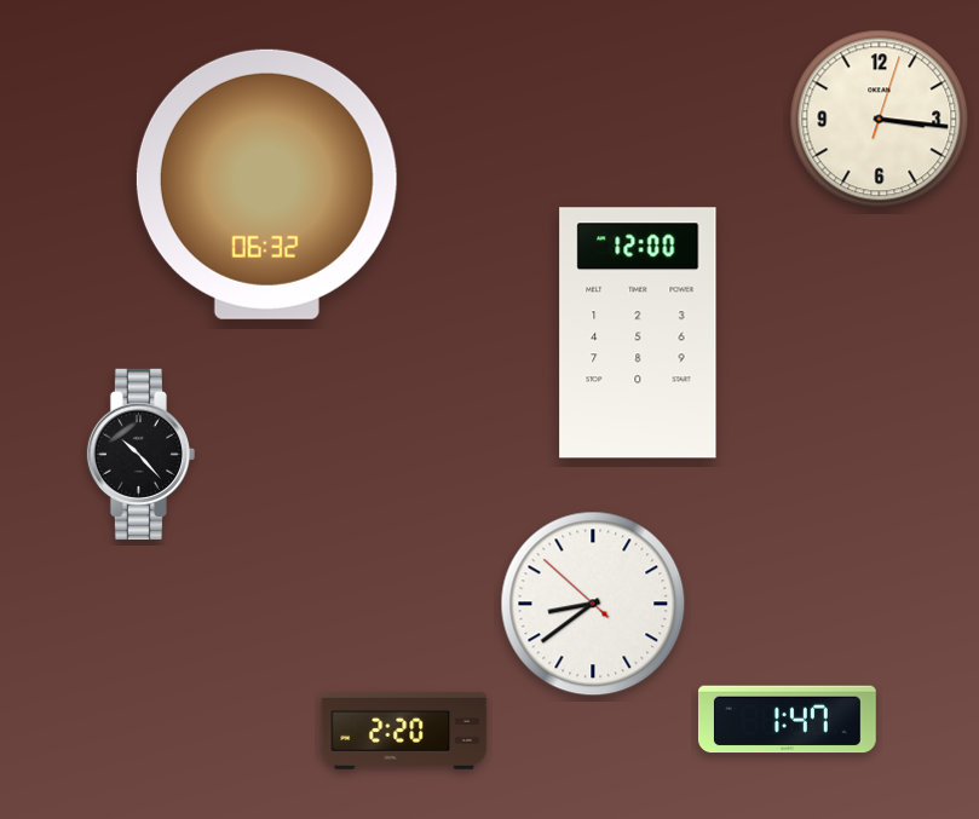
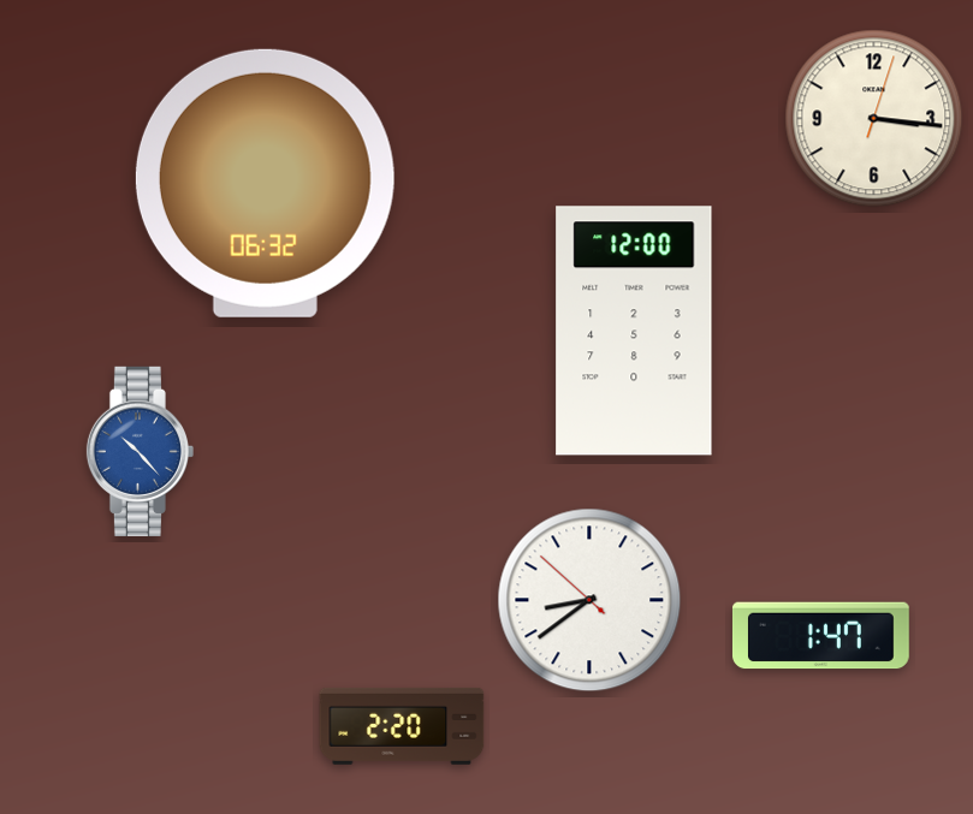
clock at (140, 454) dial: black -> blue
clock at (787, 720) position: (787, 720) -> (820, 636)
